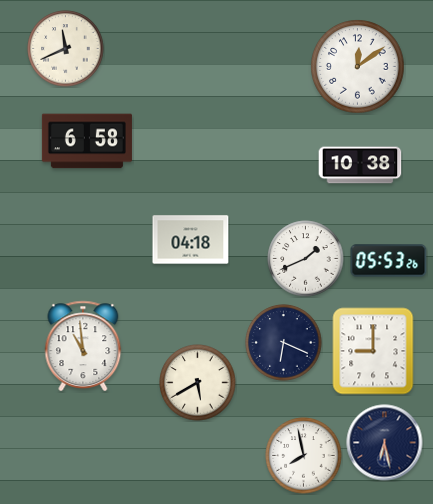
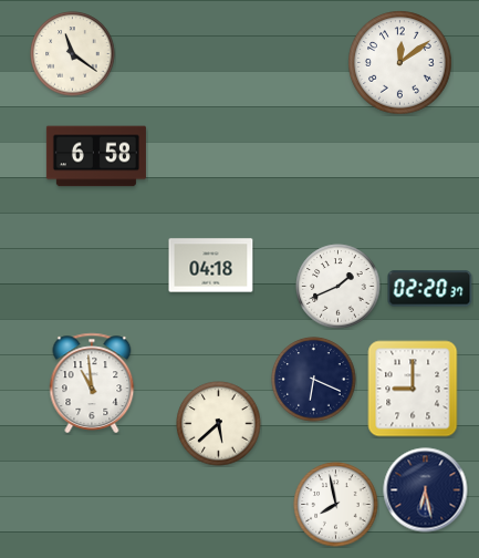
clock at (66, 49): 11:41 -> 11:21
clock at (358, 67) position: (358, 67) -> (400, 63)
clock at (360, 165): 10:38 -> none
clock at (389, 261): 05:53 -> 02:20
clock at (198, 383): 5:40 -> 5:38
